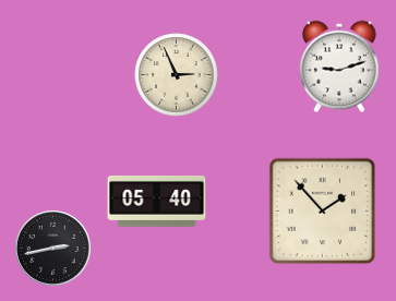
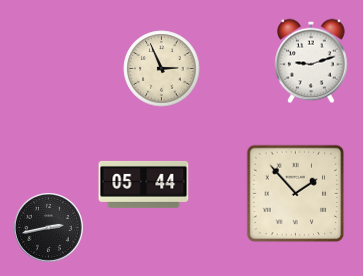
clock at (157, 201): 05:40 -> 05:44
